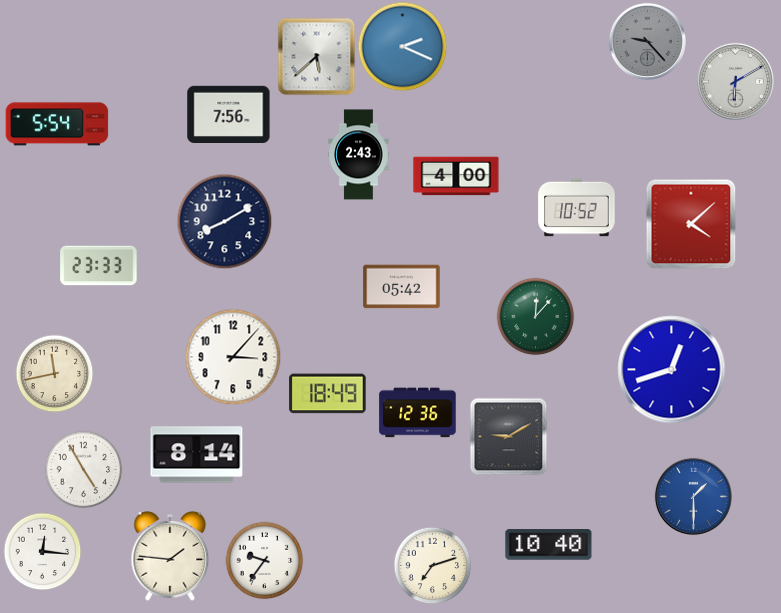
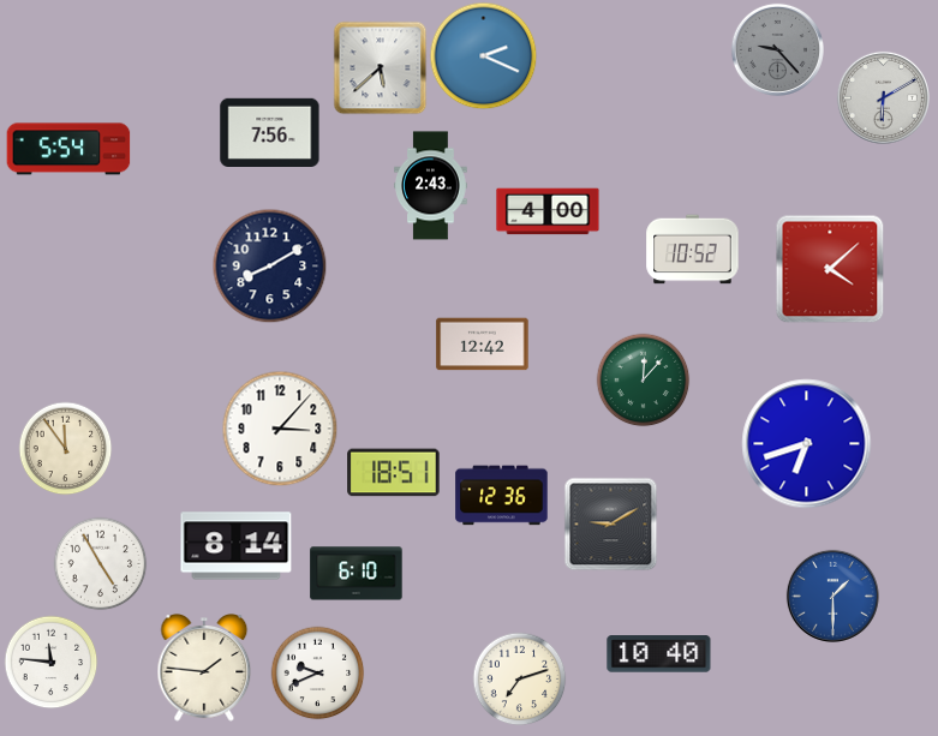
clock at (229, 114) position: (229, 114) -> (270, 132)
clock at (99, 266): 23:33 -> none
clock at (402, 287): 05:42 -> 12:42
clock at (672, 370): 12:42 -> 6:42
clock at (54, 373): 11:43 -> 11:54
clock at (328, 394): 18:49 -> 18:51
clock at (357, 574): none -> 6:10
clock at (42, 551): 12:16 -> 11:46
clock at (264, 560): 9:36 -> 9:41
